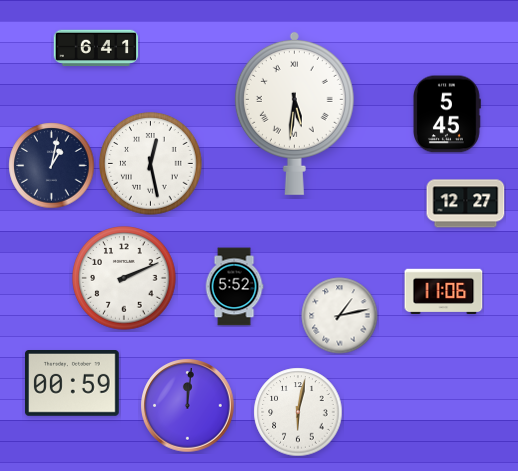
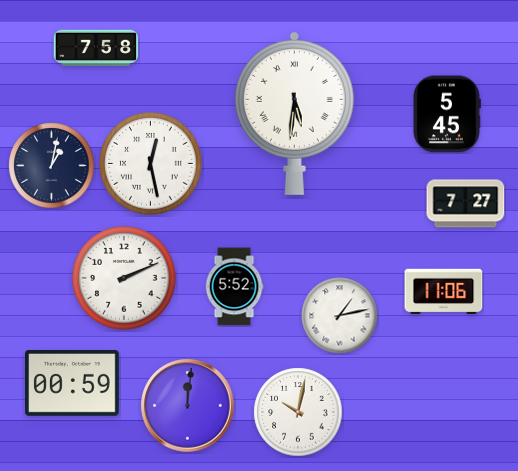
clock at (96, 48): 6:41 -> 7:58
clock at (466, 204): 12:27 -> 7:27
clock at (298, 412): 6:02 -> 10:02
